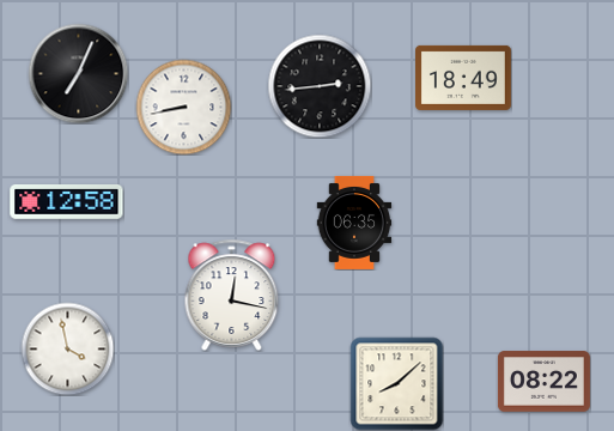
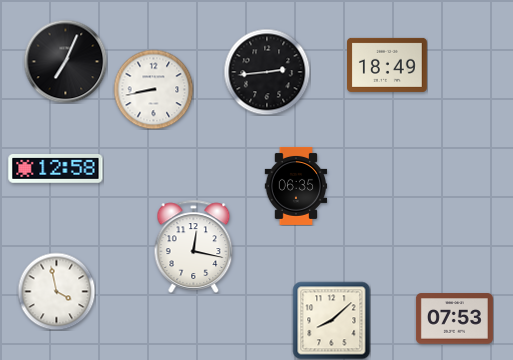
clock at (543, 382): 08:22 -> 07:53
